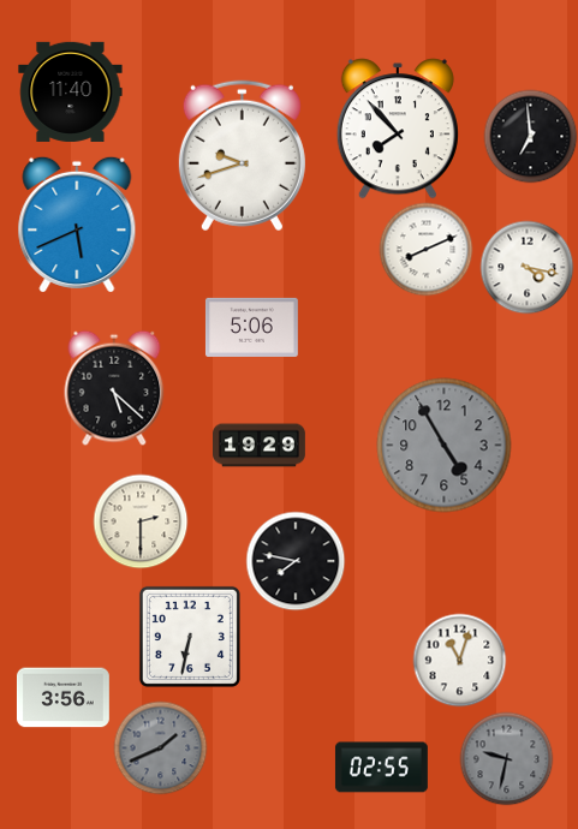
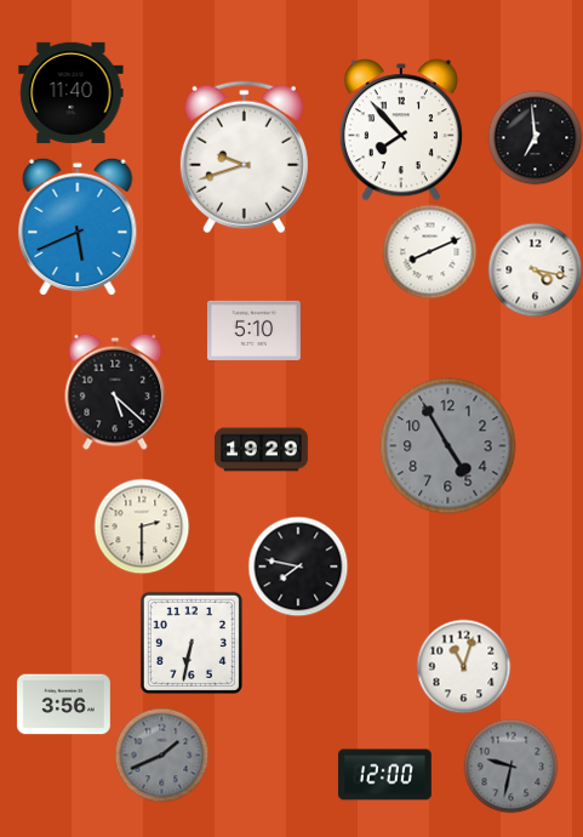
clock at (526, 267) position: (526, 267) -> (535, 269)
clock at (251, 327): 5:06 -> 5:10
clock at (445, 446) position: (445, 446) -> (448, 446)
clock at (381, 768): 02:55 -> 12:00
